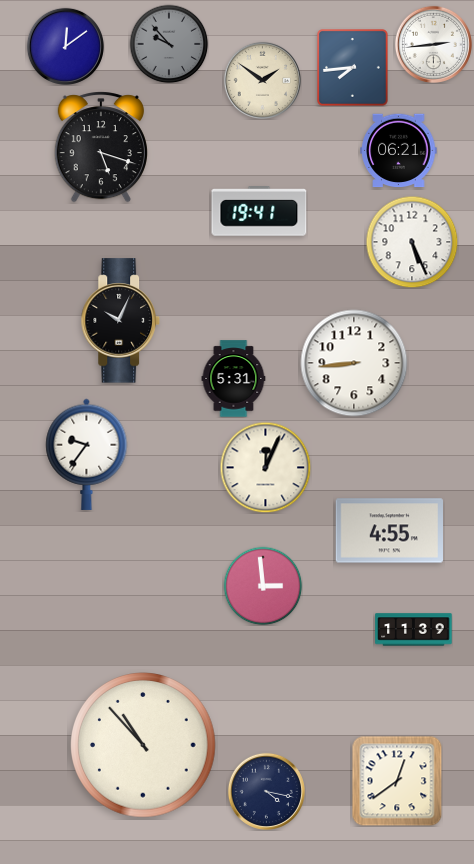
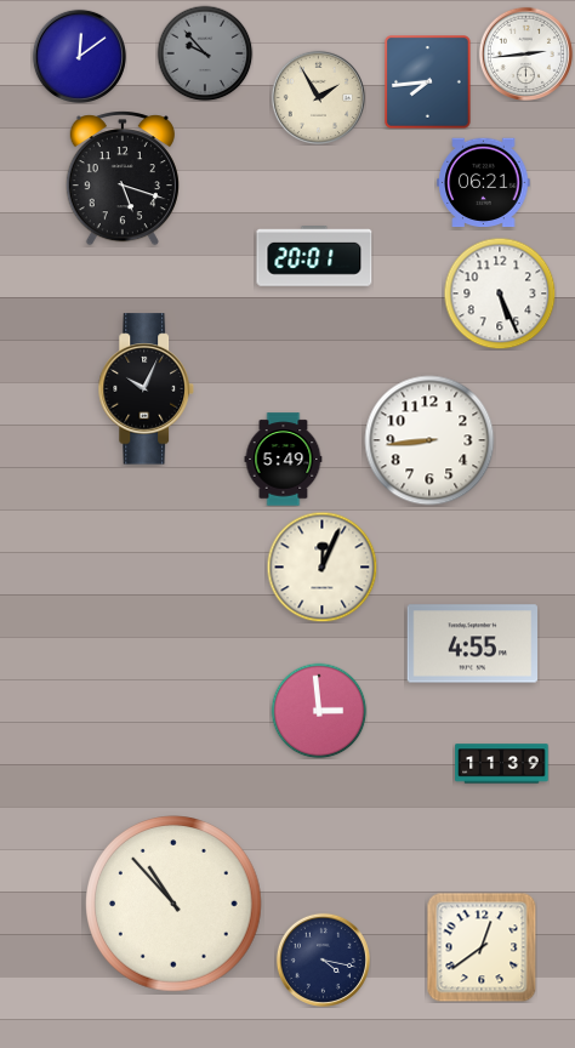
clock at (262, 80): 1:51 -> 1:55
clock at (259, 212): 19:41 -> 20:01
clock at (234, 379): 5:31 -> 5:49
clock at (87, 454): 9:36 -> none
